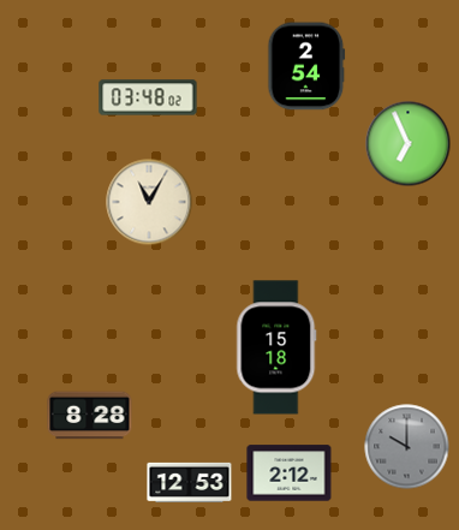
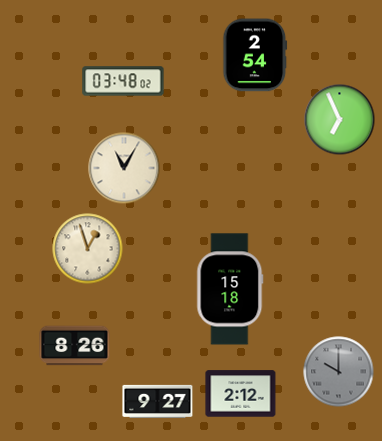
clock at (88, 249): none -> 12:57
clock at (90, 416): 8:28 -> 8:26
clock at (190, 482): 12:53 -> 9:27
